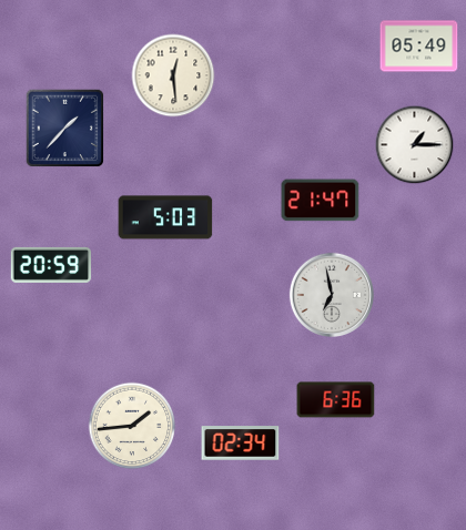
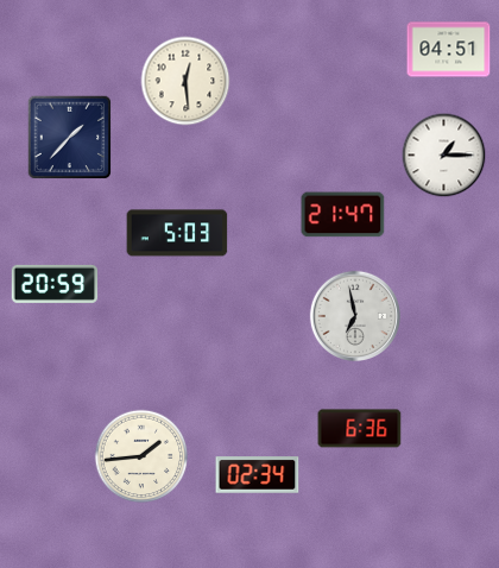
clock at (419, 47): 05:49 -> 04:51
